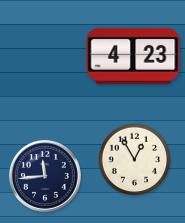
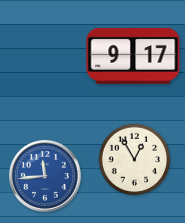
clock at (133, 56): 4:23 -> 9:17
clock at (46, 177) dial: navy -> blue
